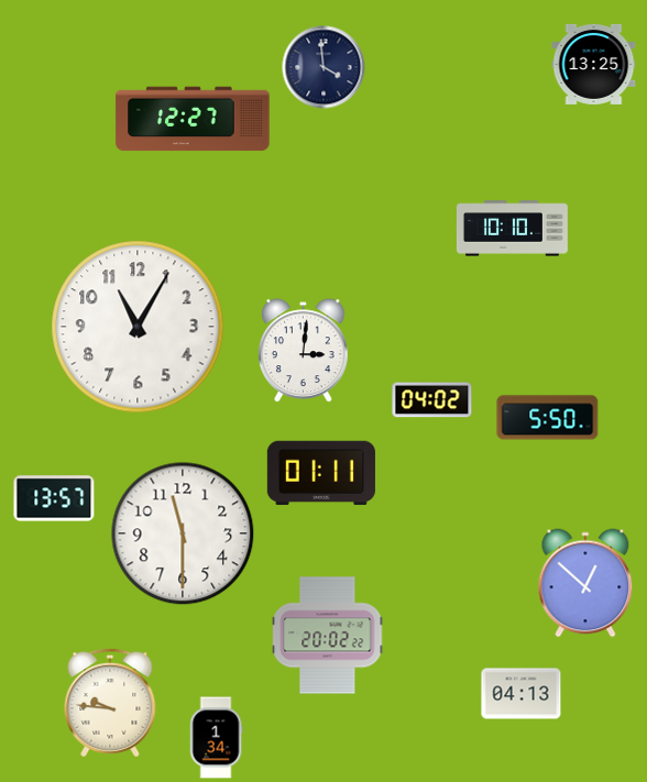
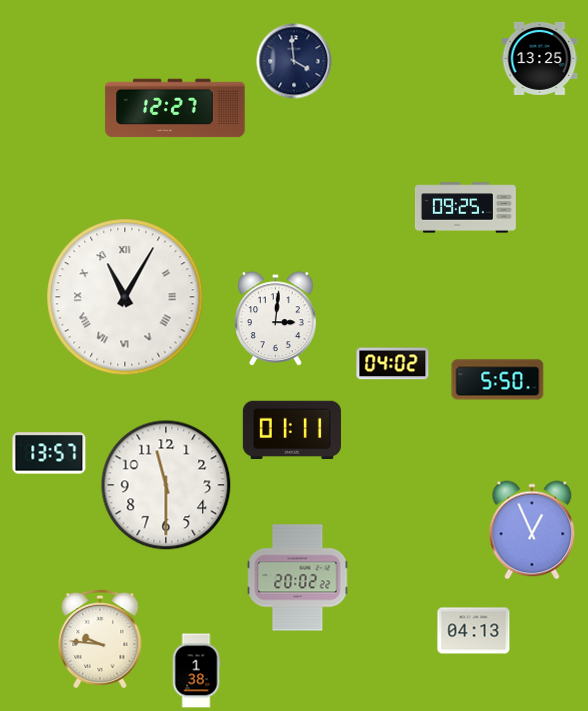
clock at (512, 229): 10:10 -> 09:25
clock at (138, 327) numerals: Arabic -> Roman
clock at (585, 583): 12:52 -> 12:56
clock at (216, 738): 1:34 -> 1:38
